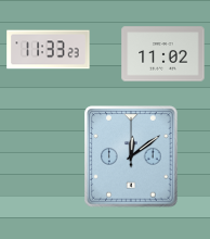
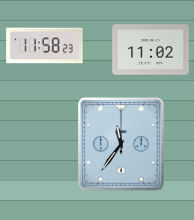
clock at (49, 50): 11:33 -> 11:58
clock at (131, 156): 12:09 -> 11:36
